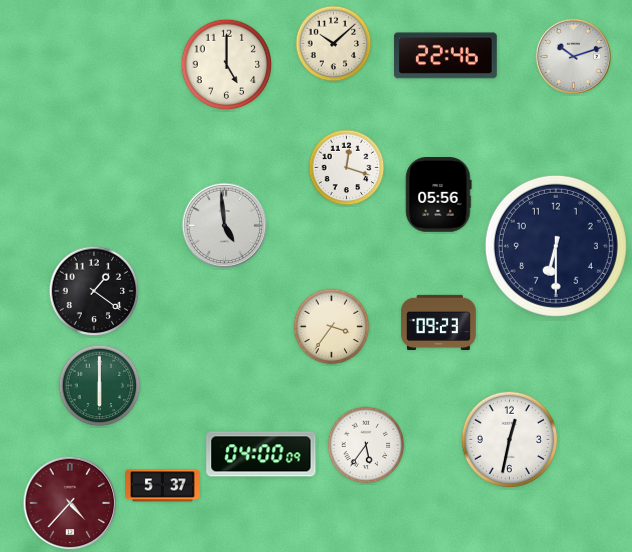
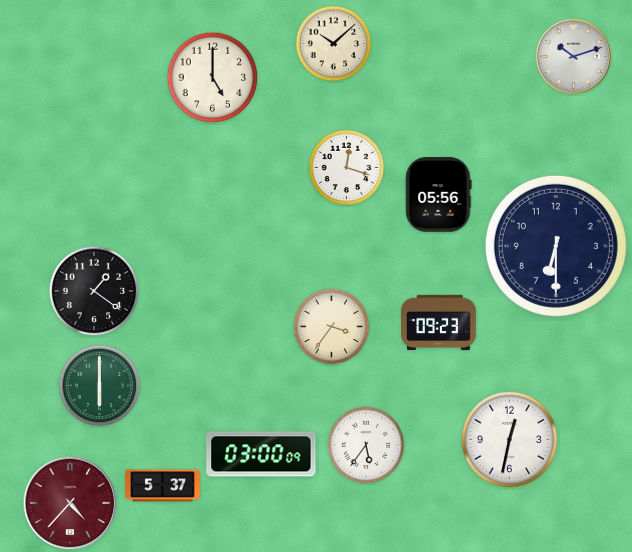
clock at (445, 56): 22:46 -> none
clock at (227, 65) position: (227, 65) -> (213, 78)
clock at (225, 226): 4:59 -> none
clock at (261, 454): 04:00 -> 03:00
